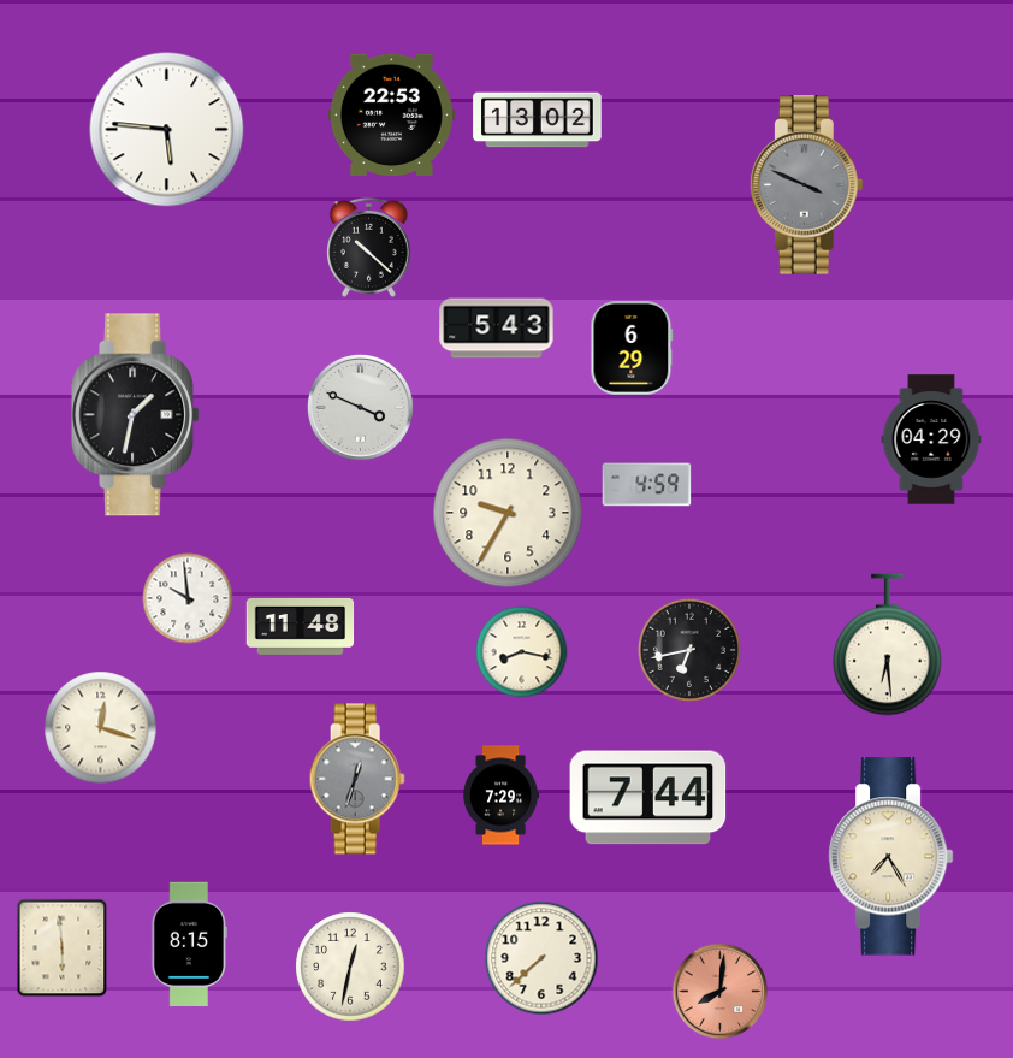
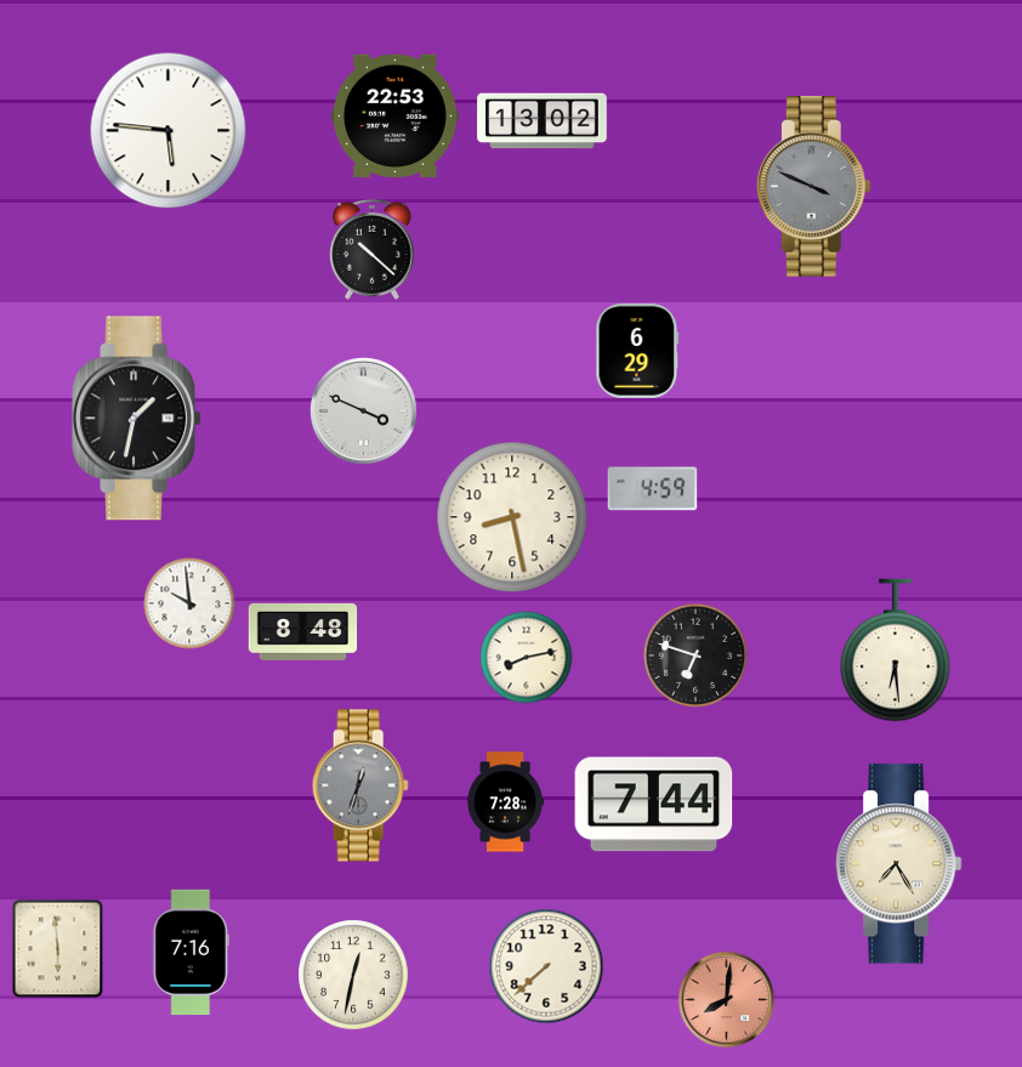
clock at (497, 329): 5:43 -> none
clock at (931, 439): 04:29 -> none
clock at (508, 513): 9:35 -> 8:28
clock at (301, 626): 11:48 -> 8:48
clock at (689, 650): 6:43 -> 6:48
clock at (522, 652): 8:17 -> 8:13
clock at (101, 728): 12:18 -> none
clock at (502, 796): 7:29 -> 7:28
clock at (189, 944): 8:15 -> 7:16
clock at (63, 948) position: (63, 948) -> (58, 949)
